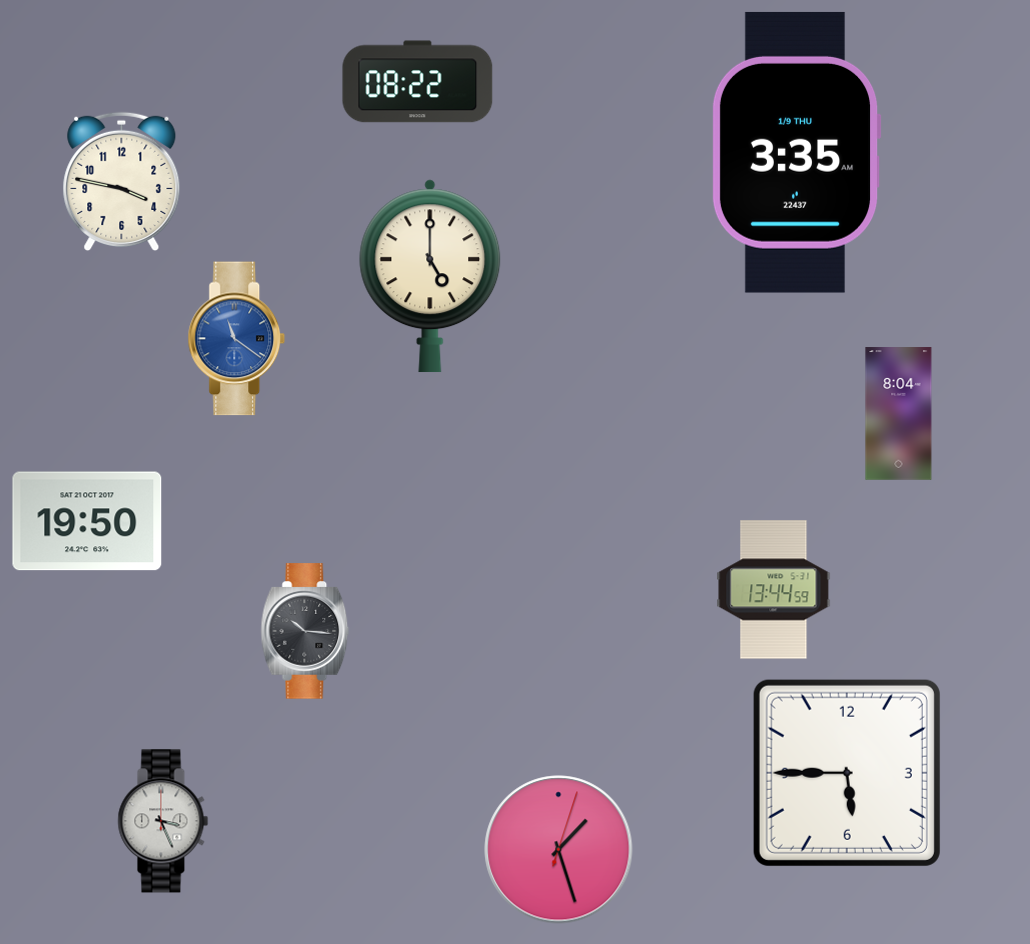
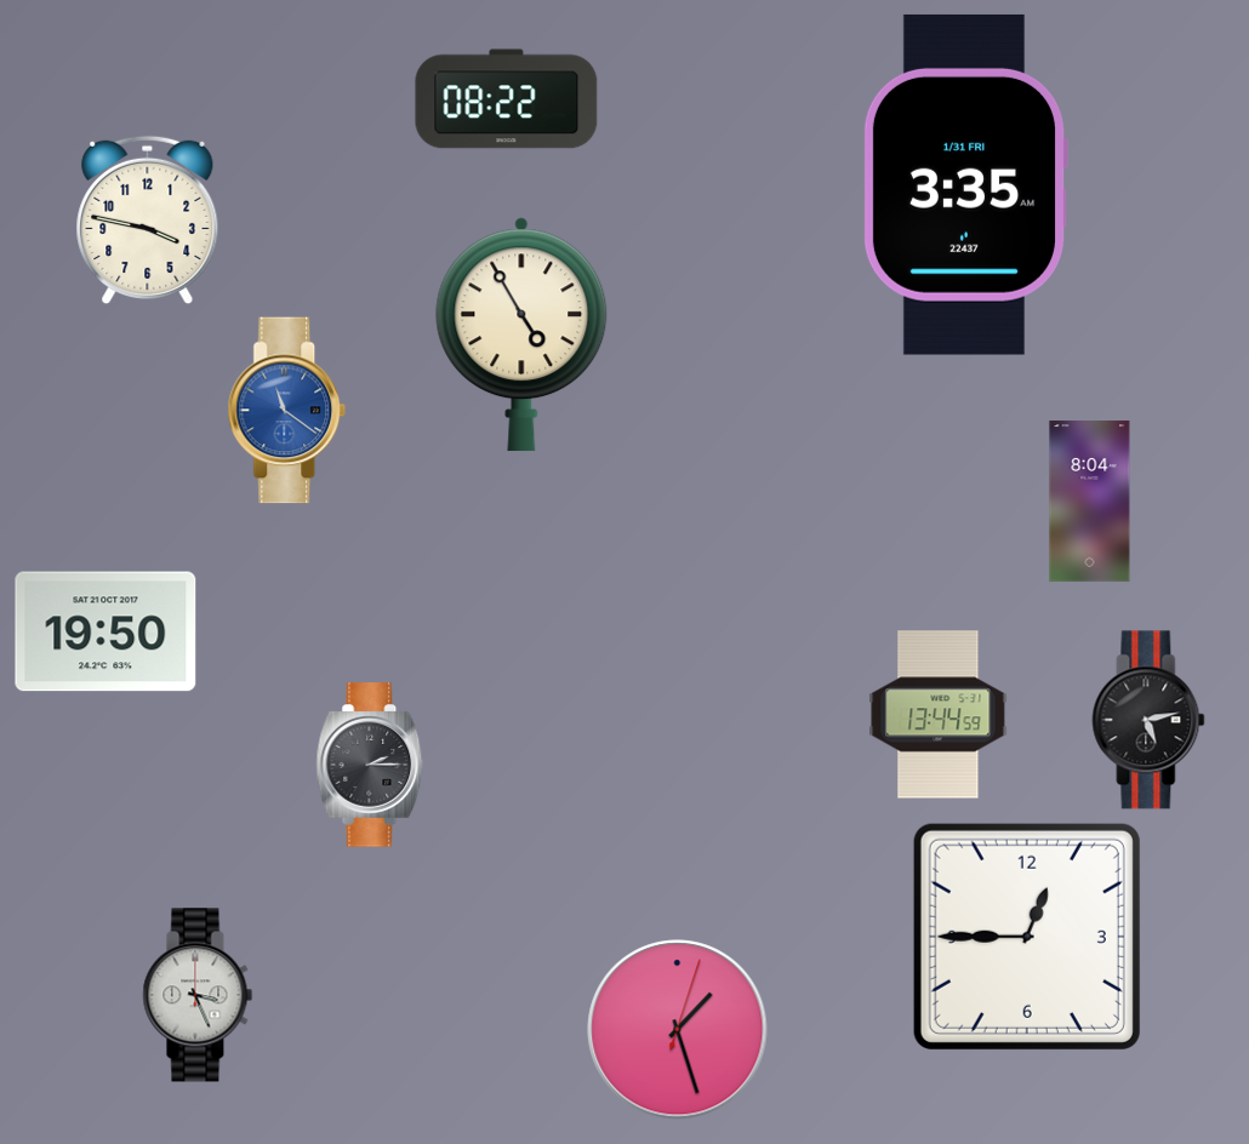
clock at (796, 152) date: 1/9 THU -> 1/31 FRI
clock at (430, 276): 5:00 -> 4:55
clock at (1148, 720): none -> 5:13
clock at (305, 631): 10:16 -> 2:15
clock at (847, 773): 5:45 -> 12:45
